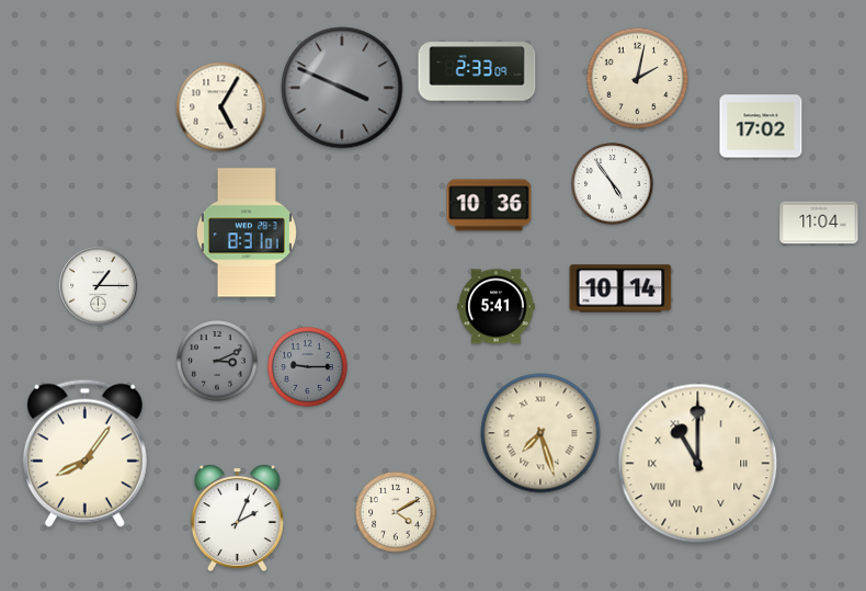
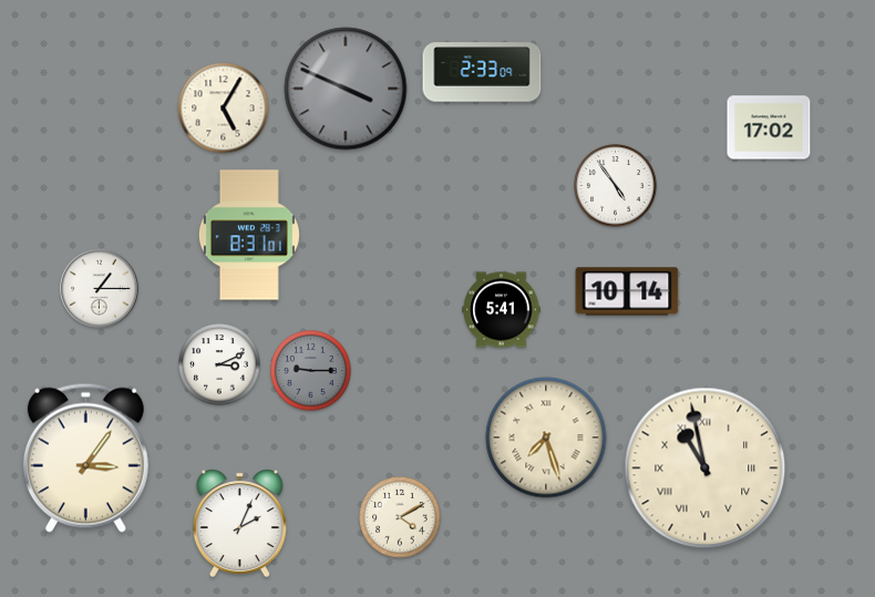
clock at (638, 79): 2:02 -> none
clock at (613, 184) position: (613, 184) -> (616, 186)
clock at (489, 205): 10:36 -> none
clock at (819, 223): 11:04 -> none
clock at (217, 361) dial: grey -> white
clock at (84, 453): 8:06 -> 3:06
clock at (698, 464): 11:00 -> 10:58
